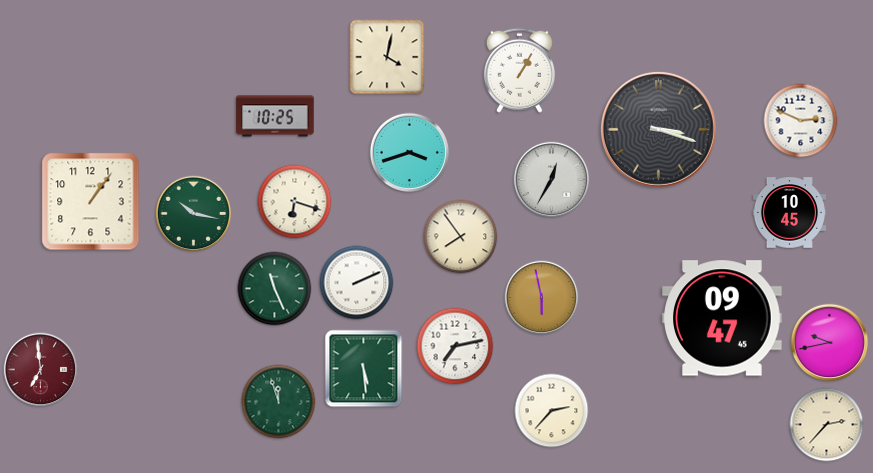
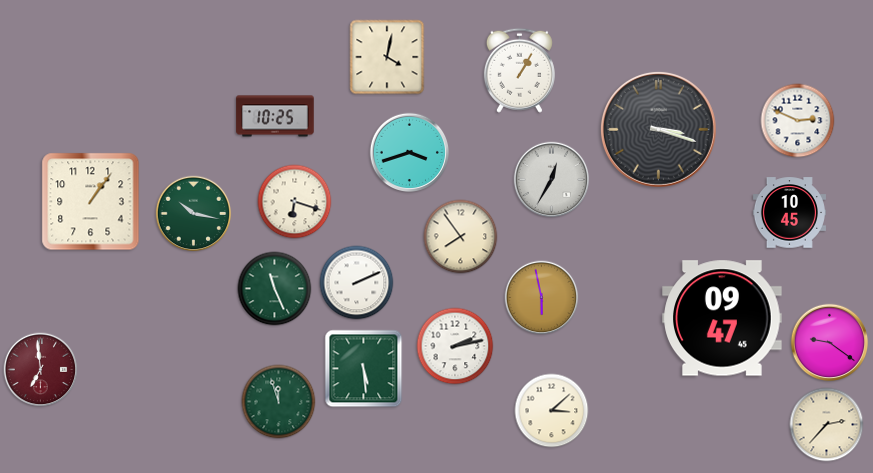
clock at (801, 121) position: (801, 121) -> (798, 121)
clock at (830, 343): 9:43 -> 9:21
clock at (455, 346): 7:13 -> 2:13
clock at (552, 411): 2:37 -> 3:08
